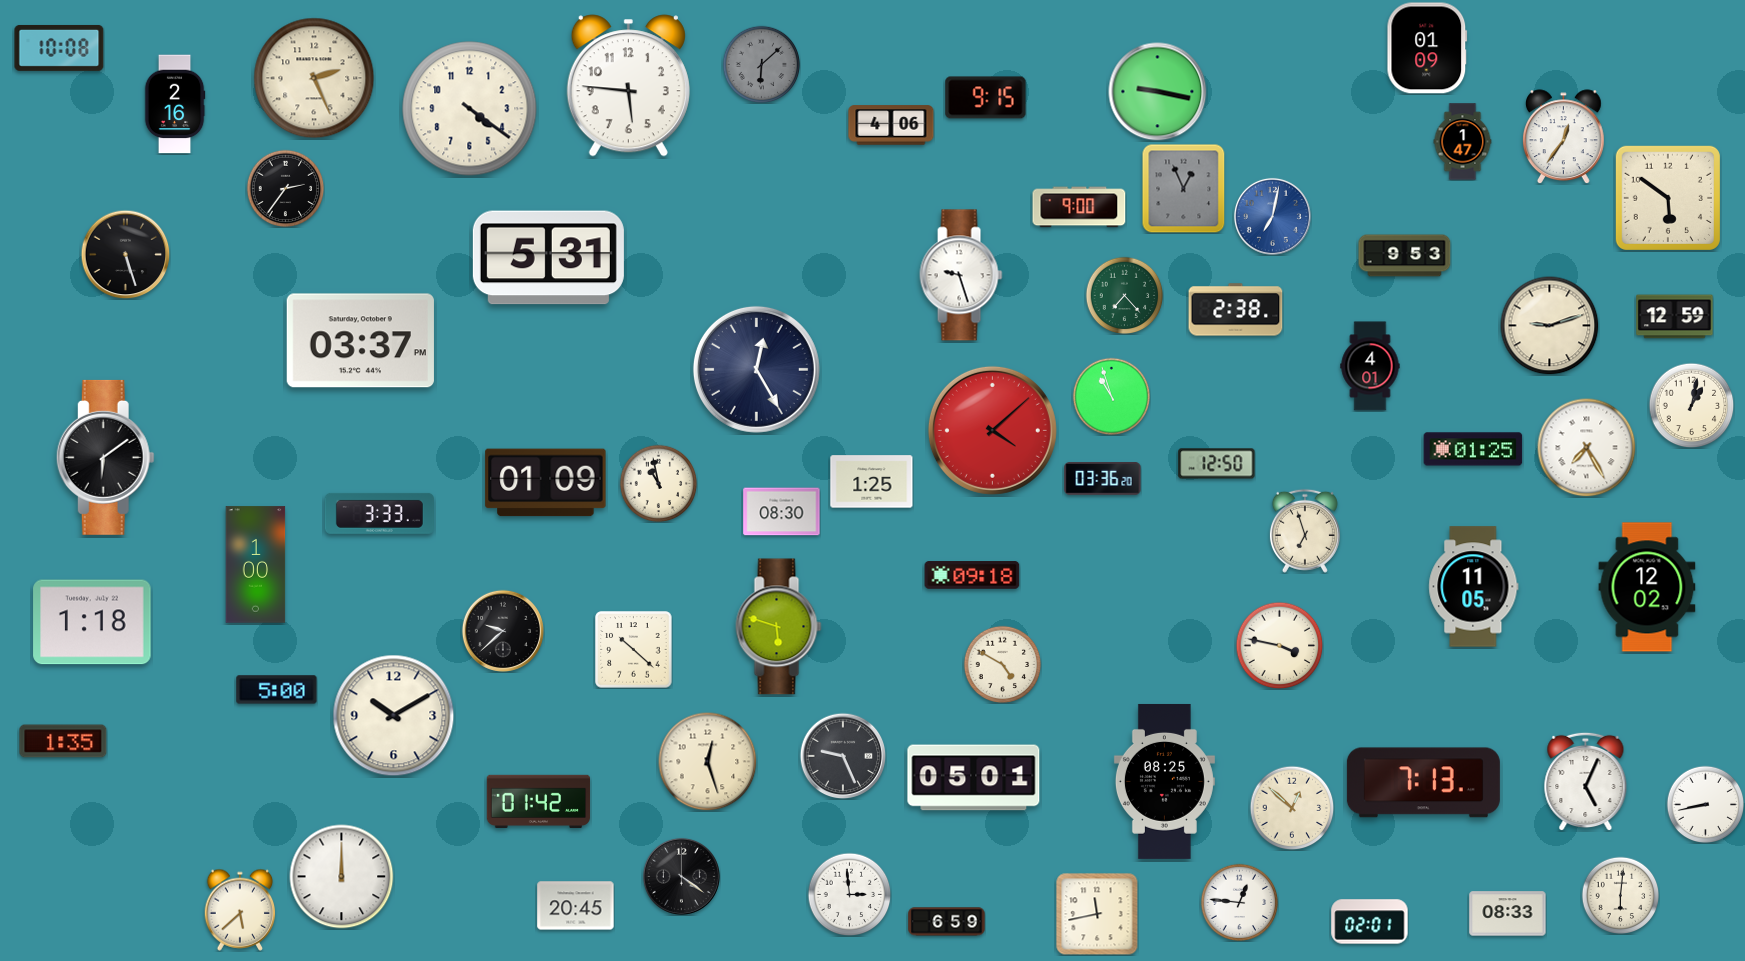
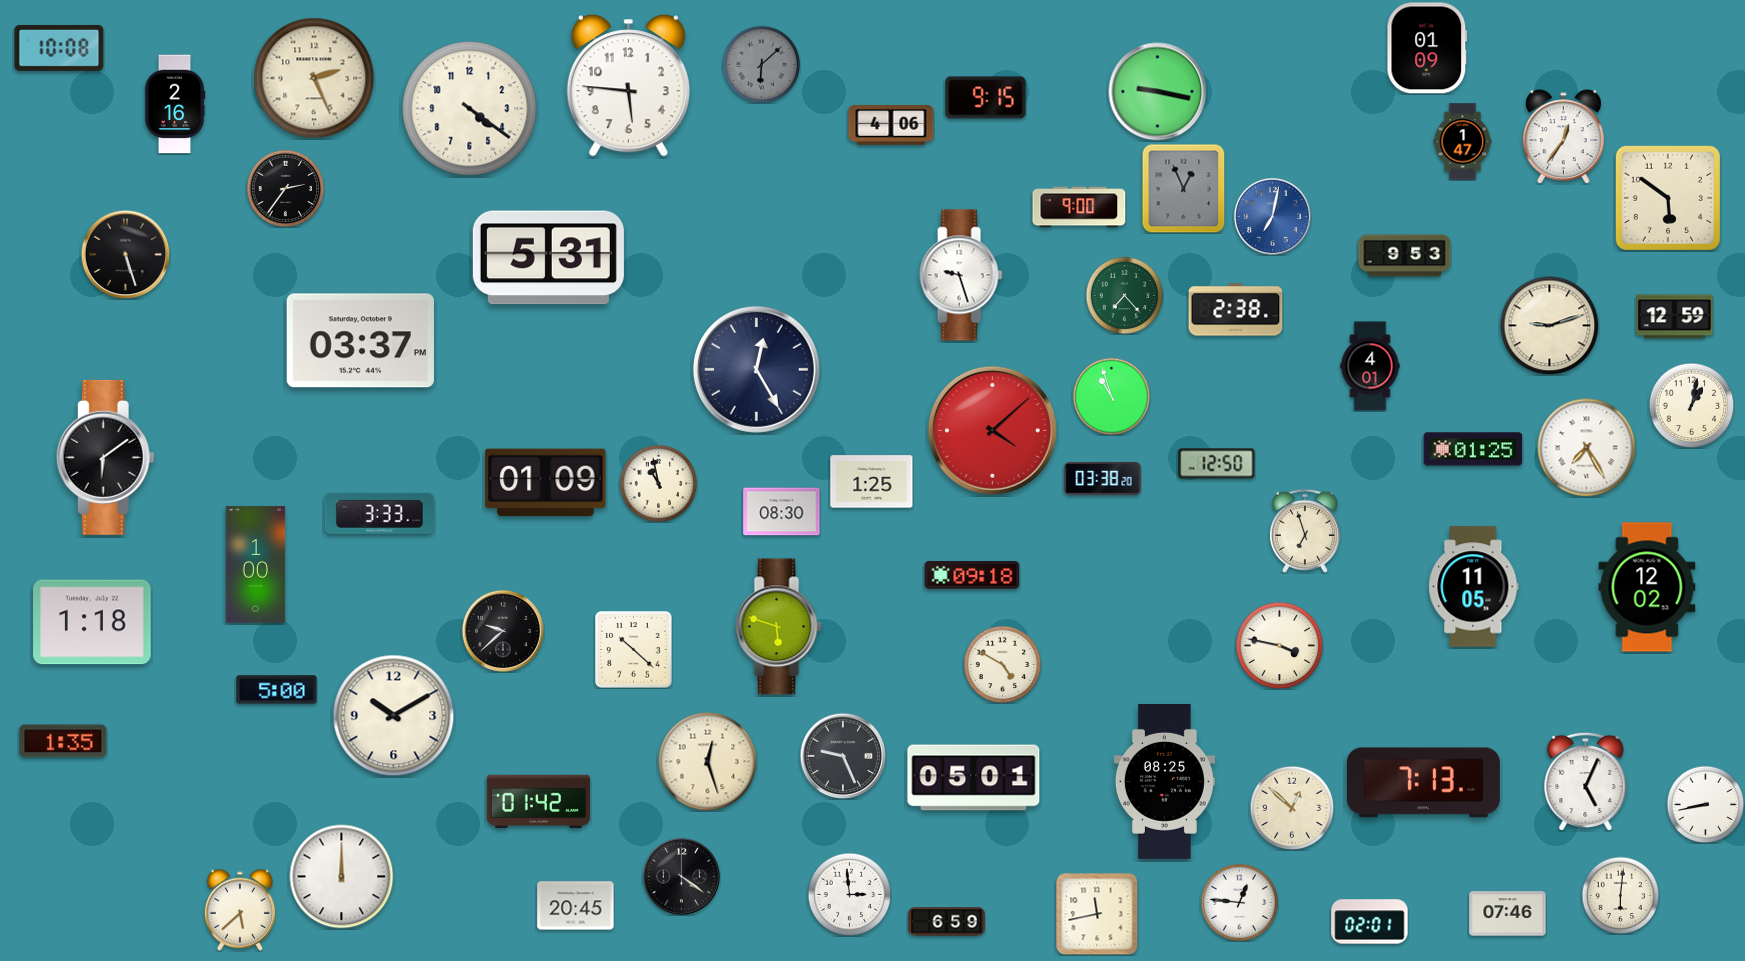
clock at (1103, 479): 03:36 -> 03:38
clock at (1508, 914): 08:33 -> 07:46
